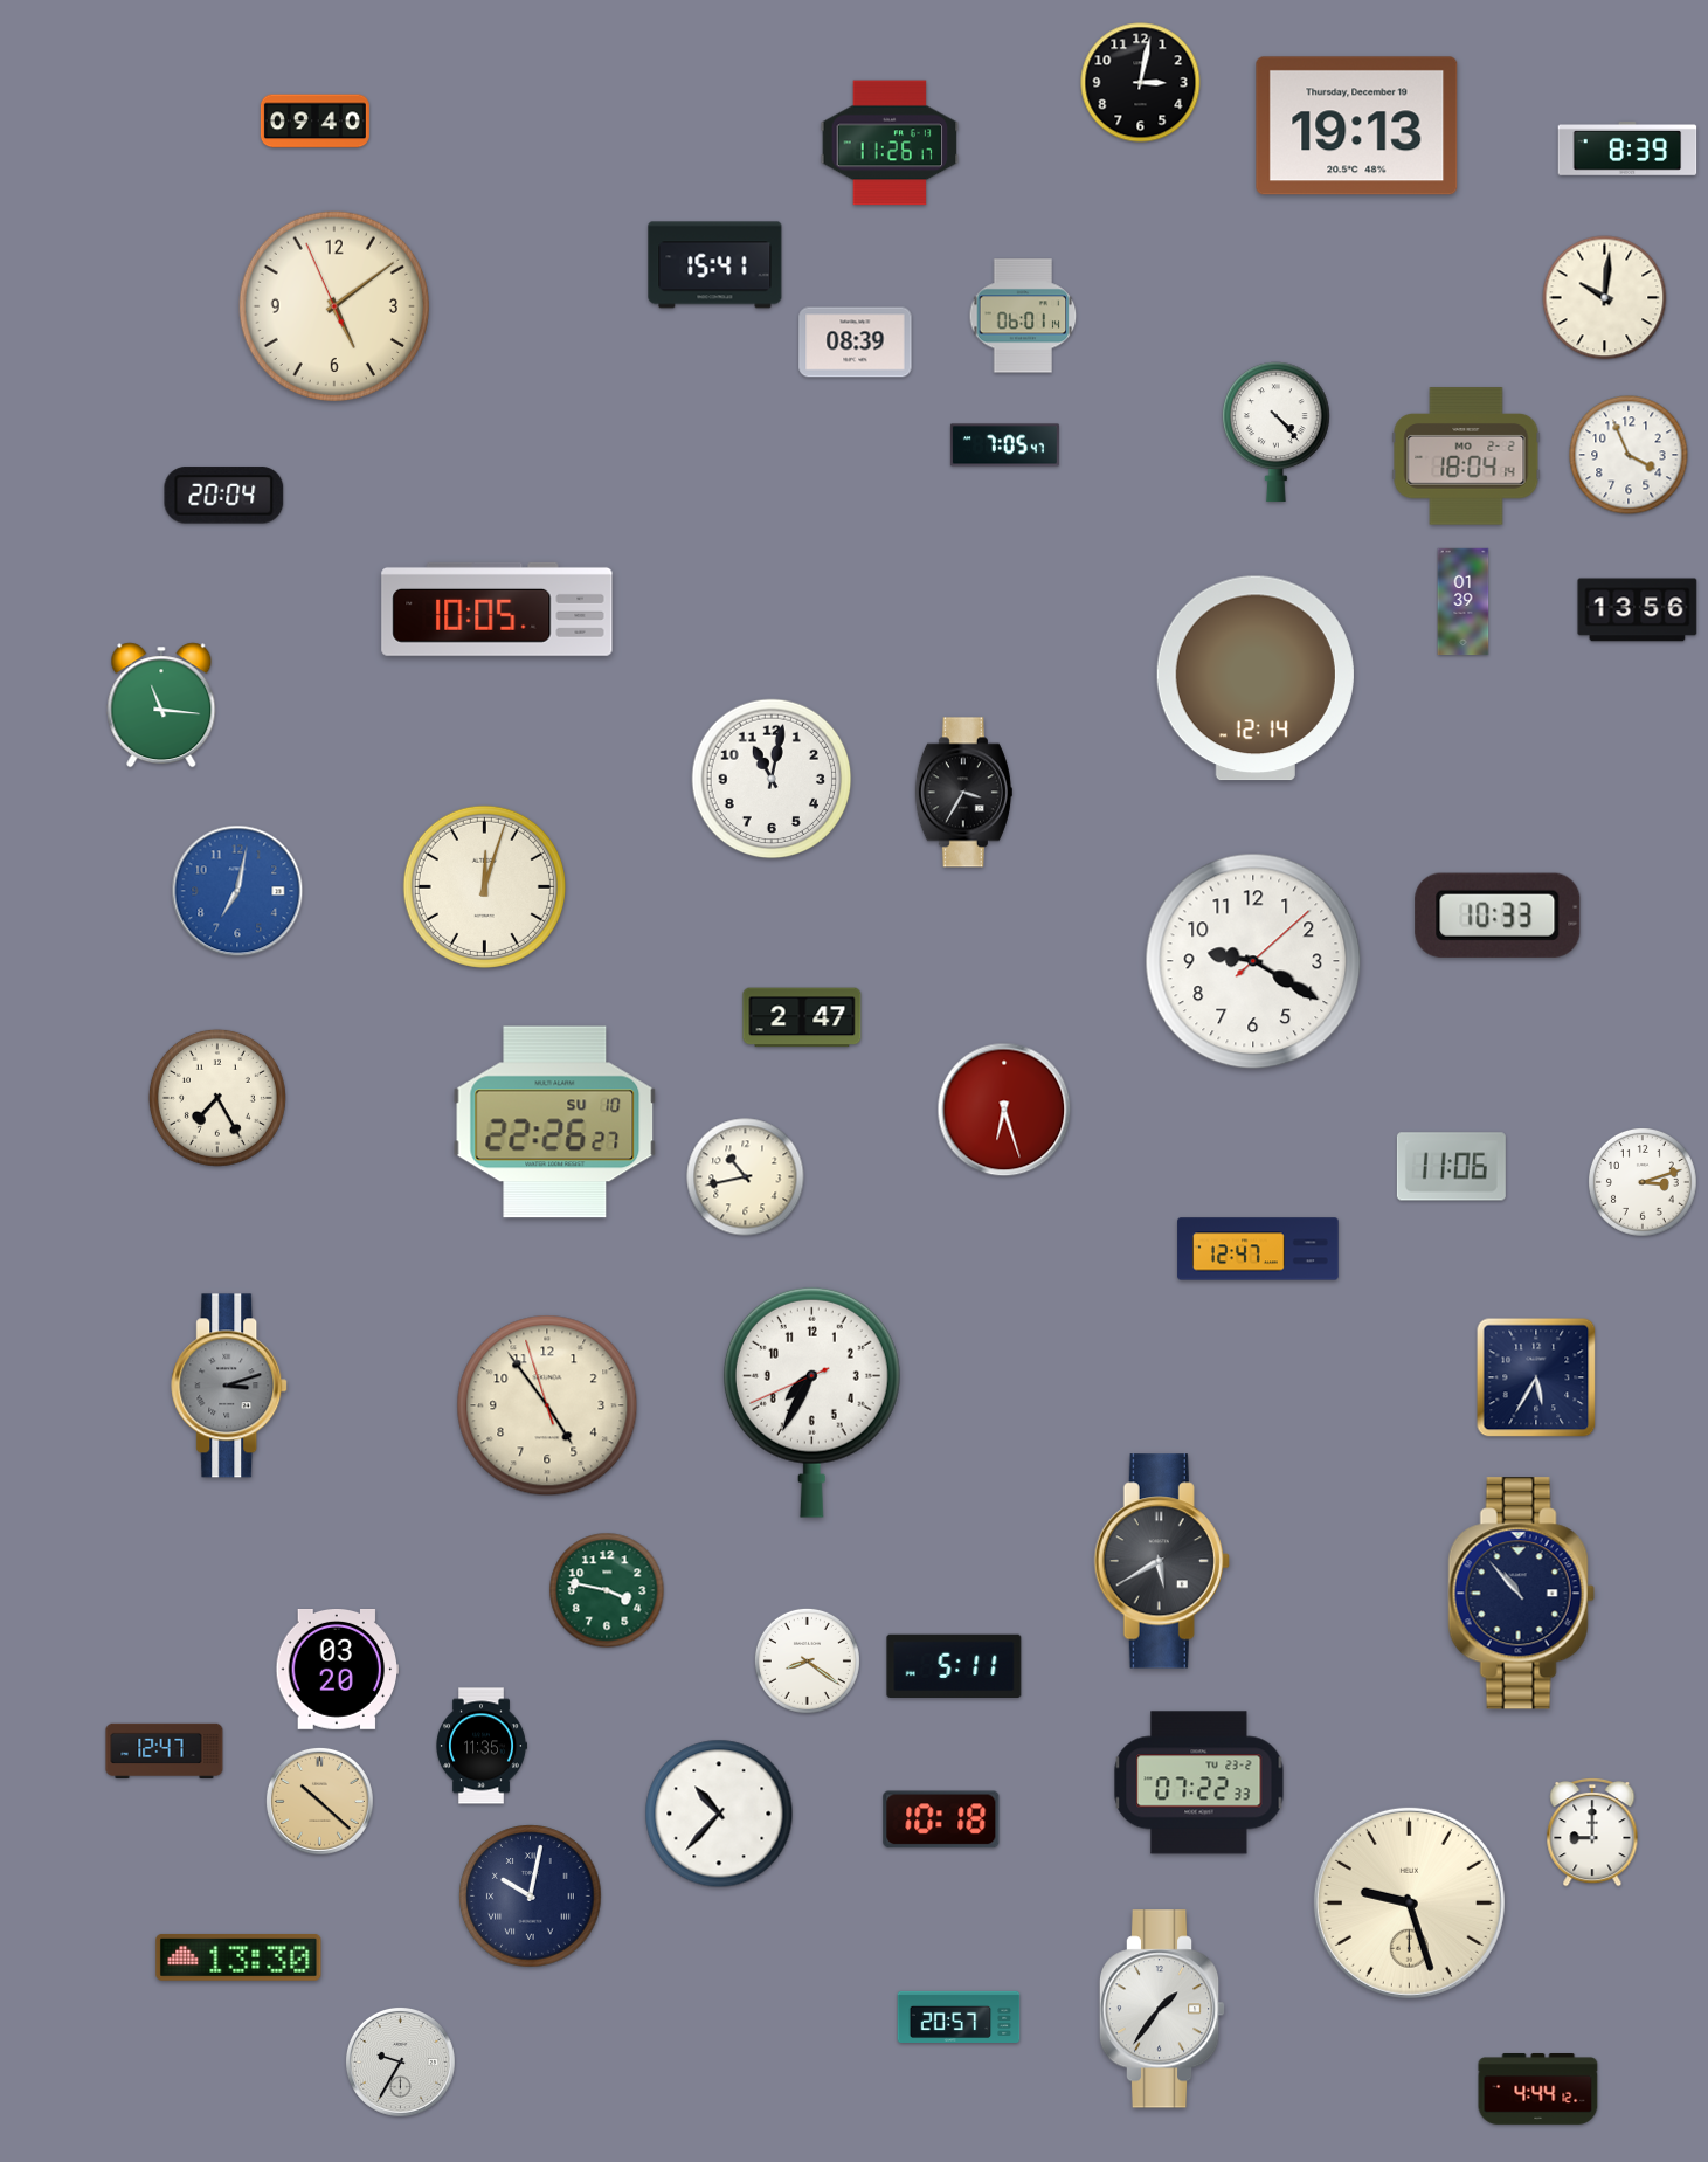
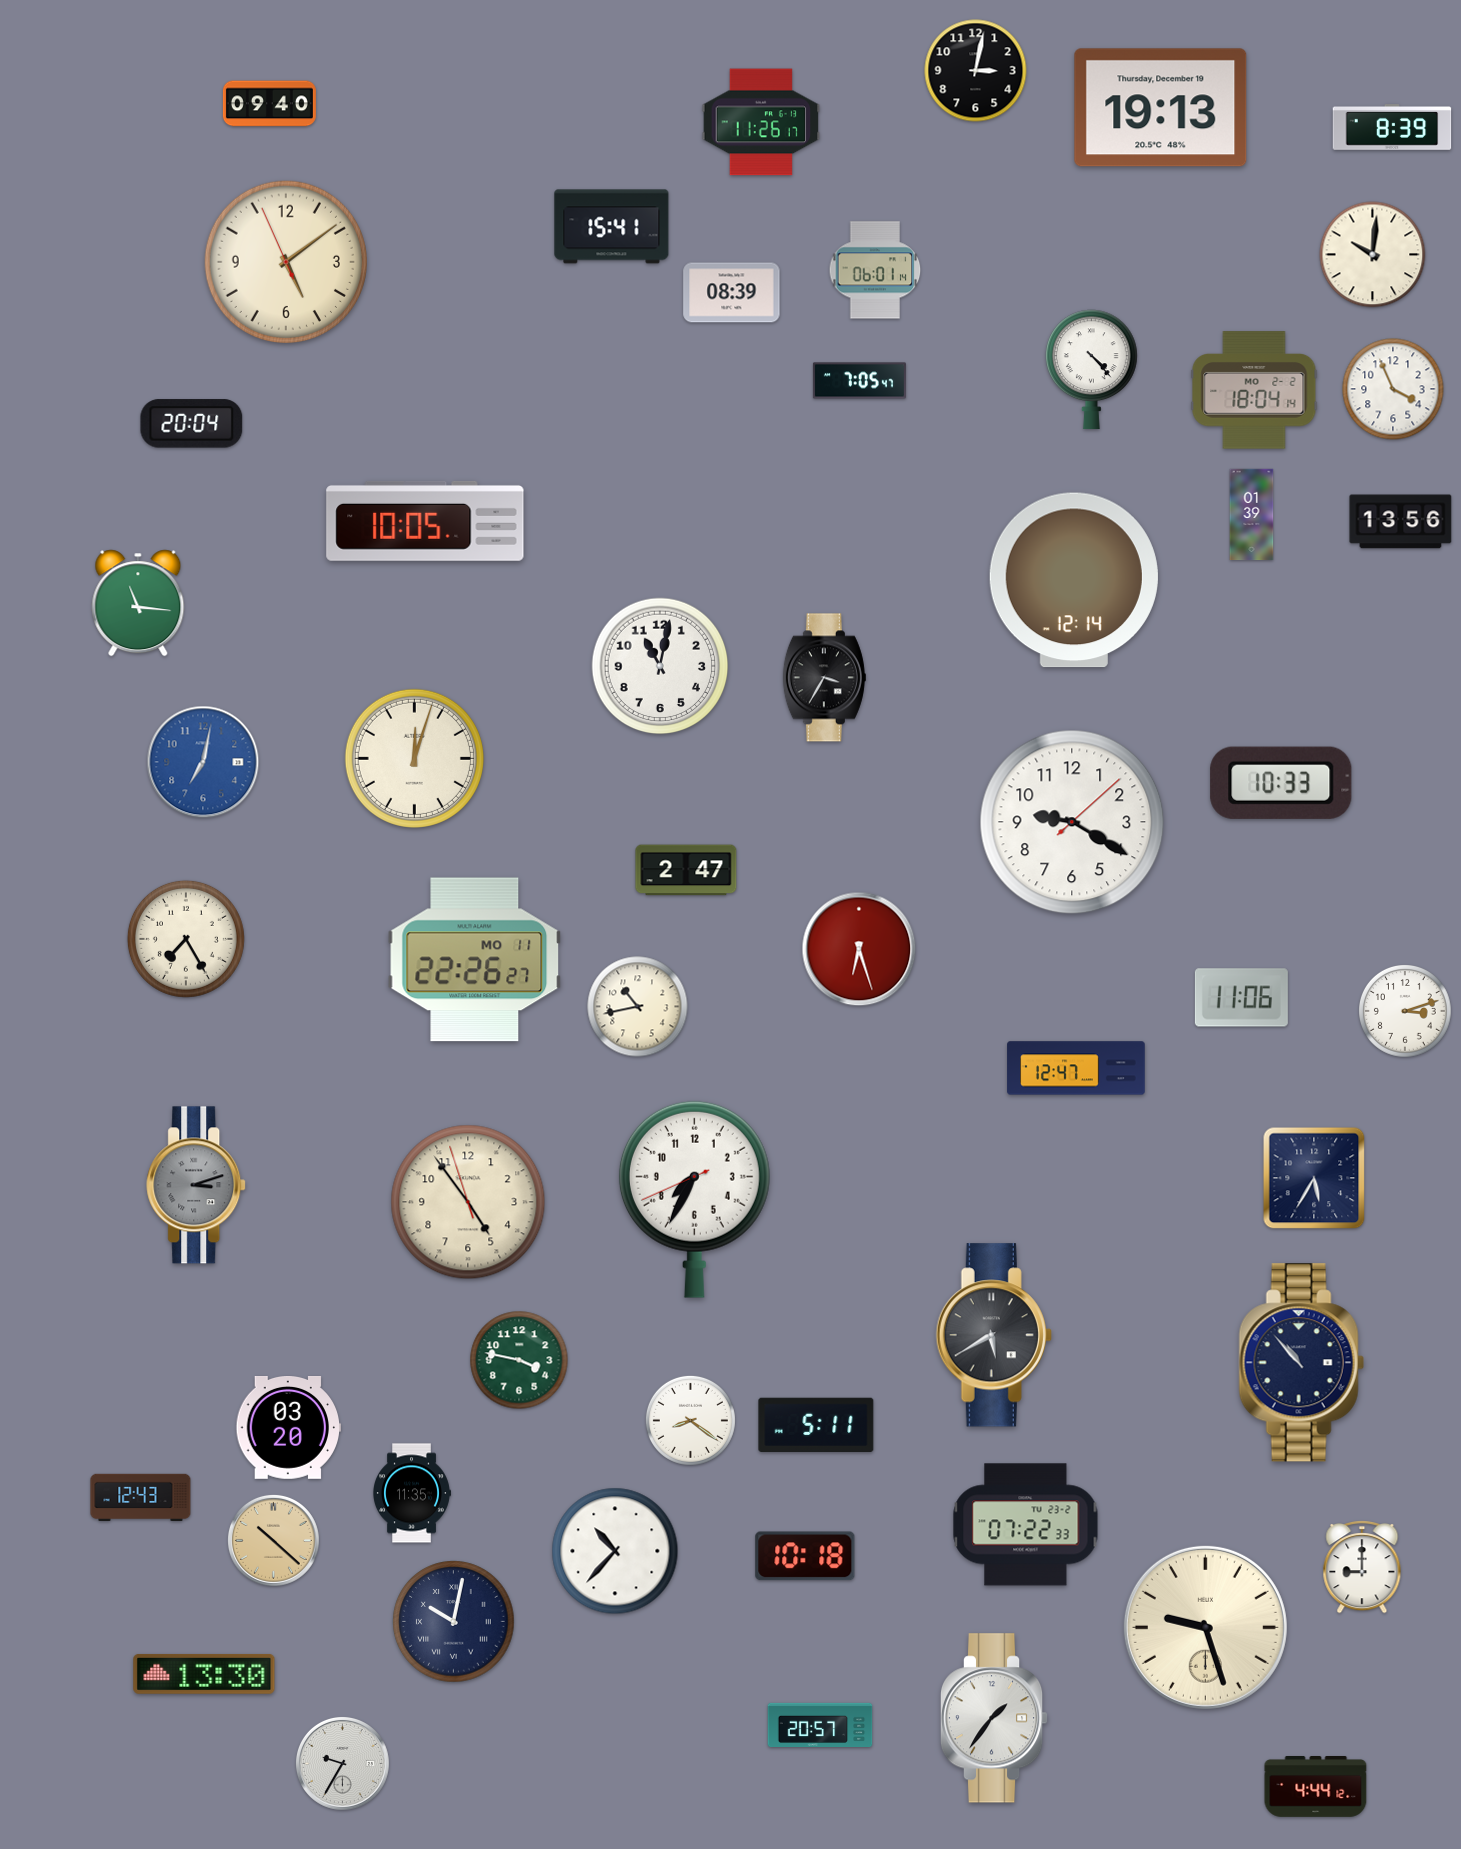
clock at (555, 1123) date: SU 10 -> MO 11
clock at (165, 1752): 12:47 -> 12:43
